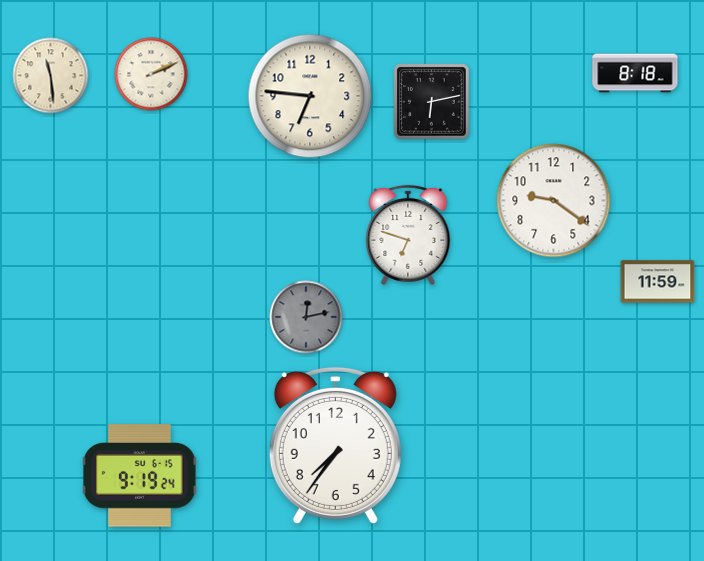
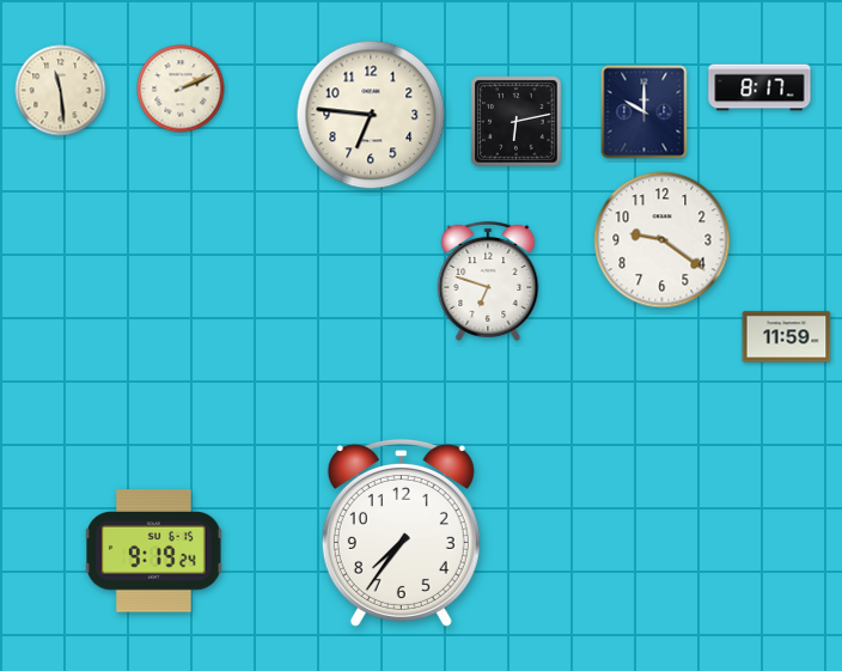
clock at (635, 73): 8:18 -> 8:17
clock at (645, 112): none -> 10:00
clock at (306, 317): 12:13 -> none
clock at (140, 476) position: (140, 476) -> (154, 551)
